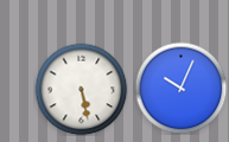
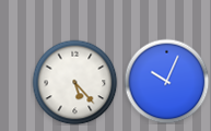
clock at (81, 89): 5:28 -> 5:23
